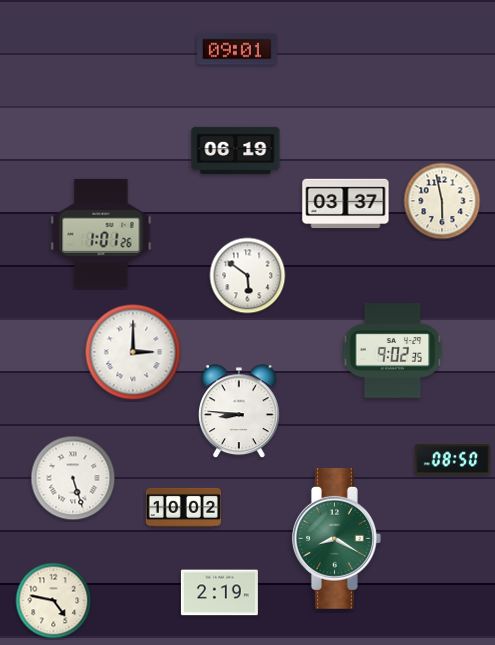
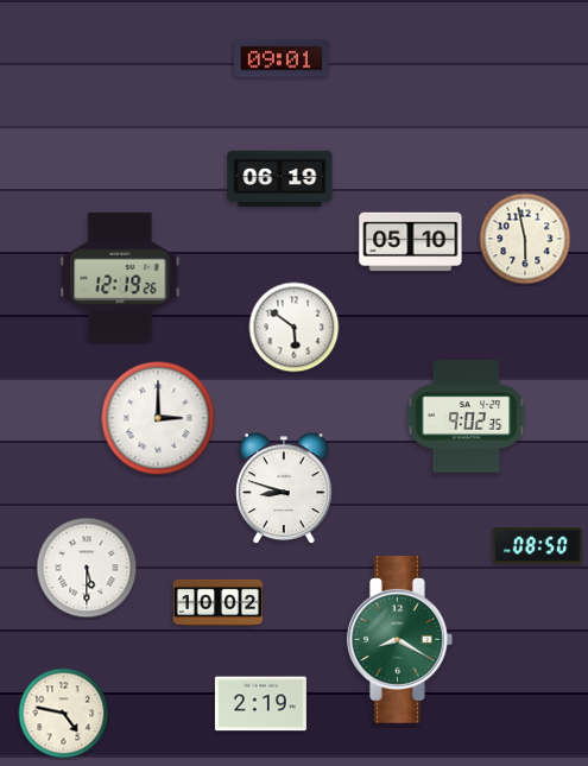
clock at (346, 204): 03:37 -> 05:10
clock at (101, 233): 1:01 -> 12:19
clock at (240, 412): 8:46 -> 8:48
clock at (73, 478): 5:27 -> 5:30
